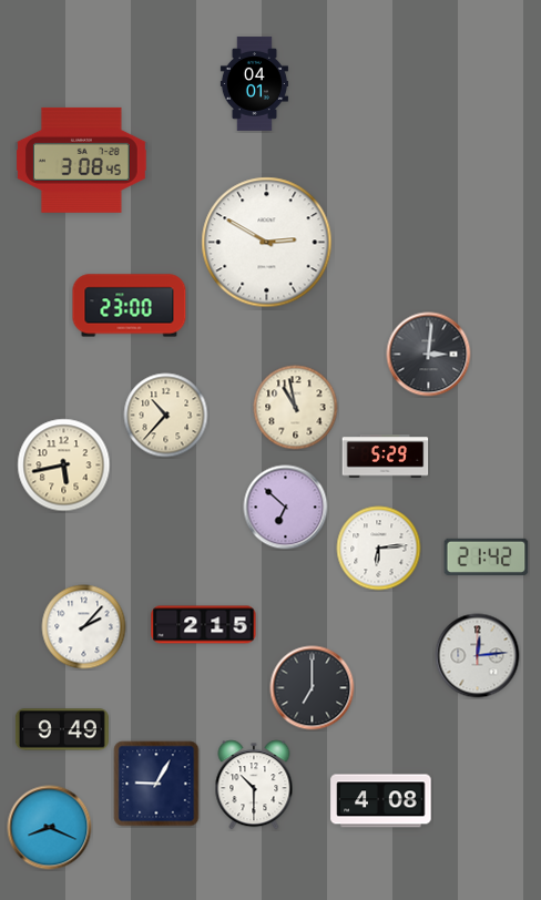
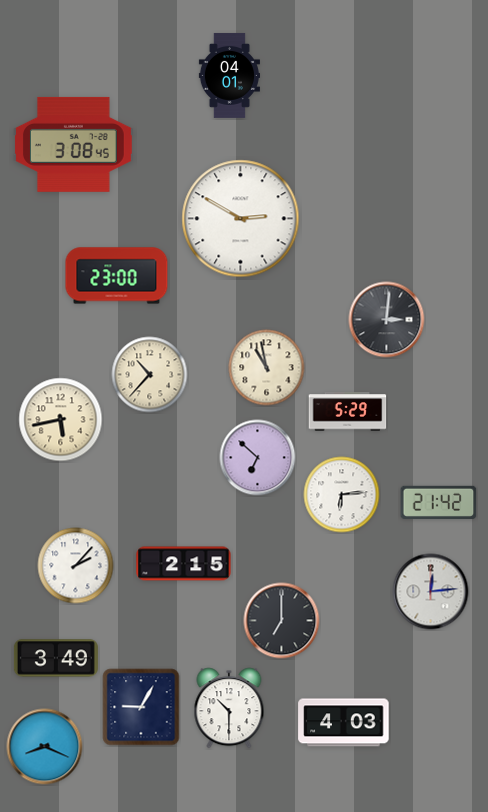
clock at (64, 466) position: (64, 466) -> (61, 420)
clock at (62, 729): 9:49 -> 3:49
clock at (381, 801): 4:08 -> 4:03
